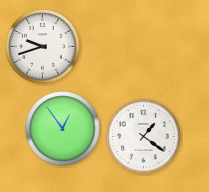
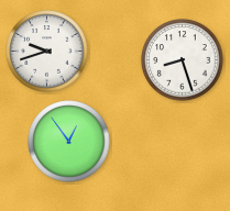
clock at (183, 60): none -> 8:27
clock at (144, 137): 1:21 -> none
